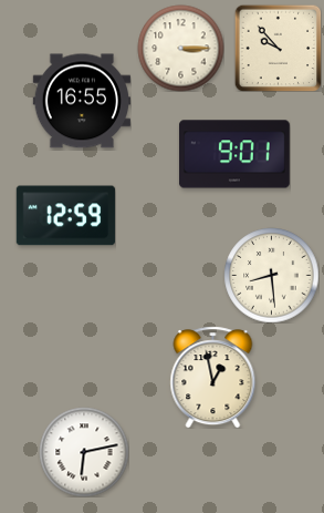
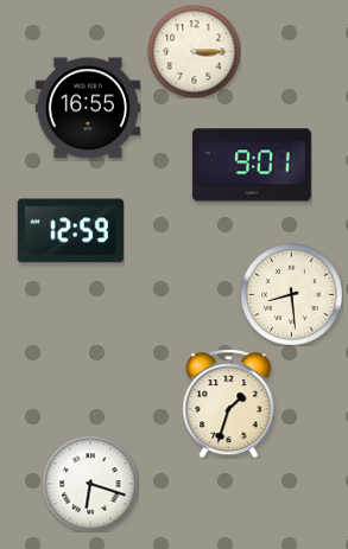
clock at (278, 48): 9:53 -> none
clock at (213, 377): 12:58 -> 1:33
clock at (84, 452): 6:13 -> 6:18
